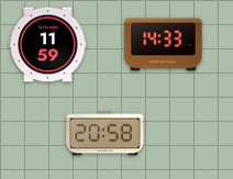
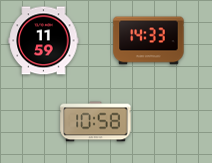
clock at (106, 134): 20:58 -> 10:58
